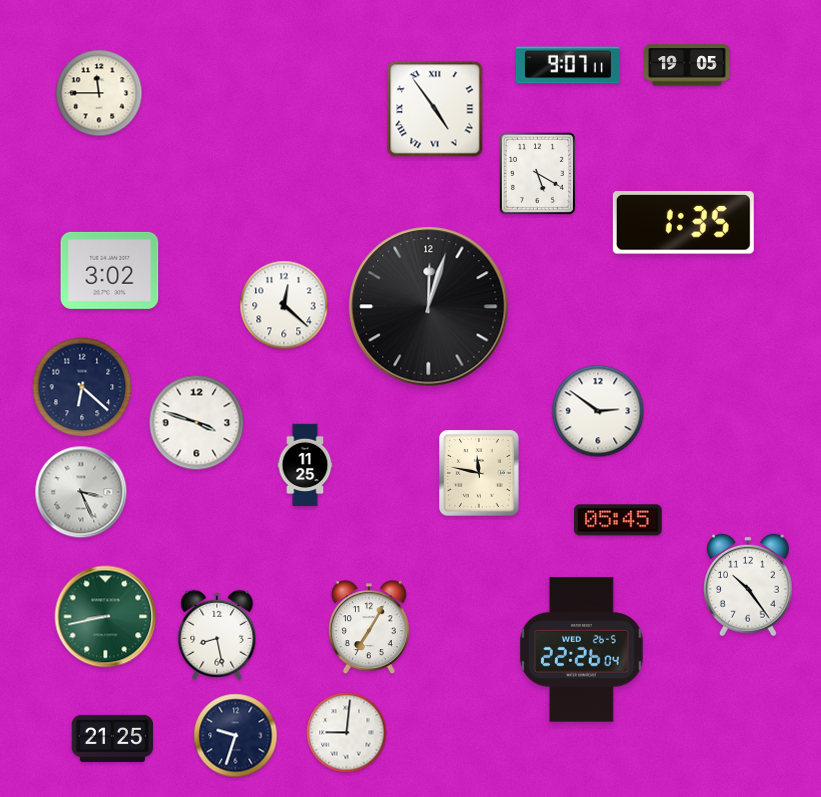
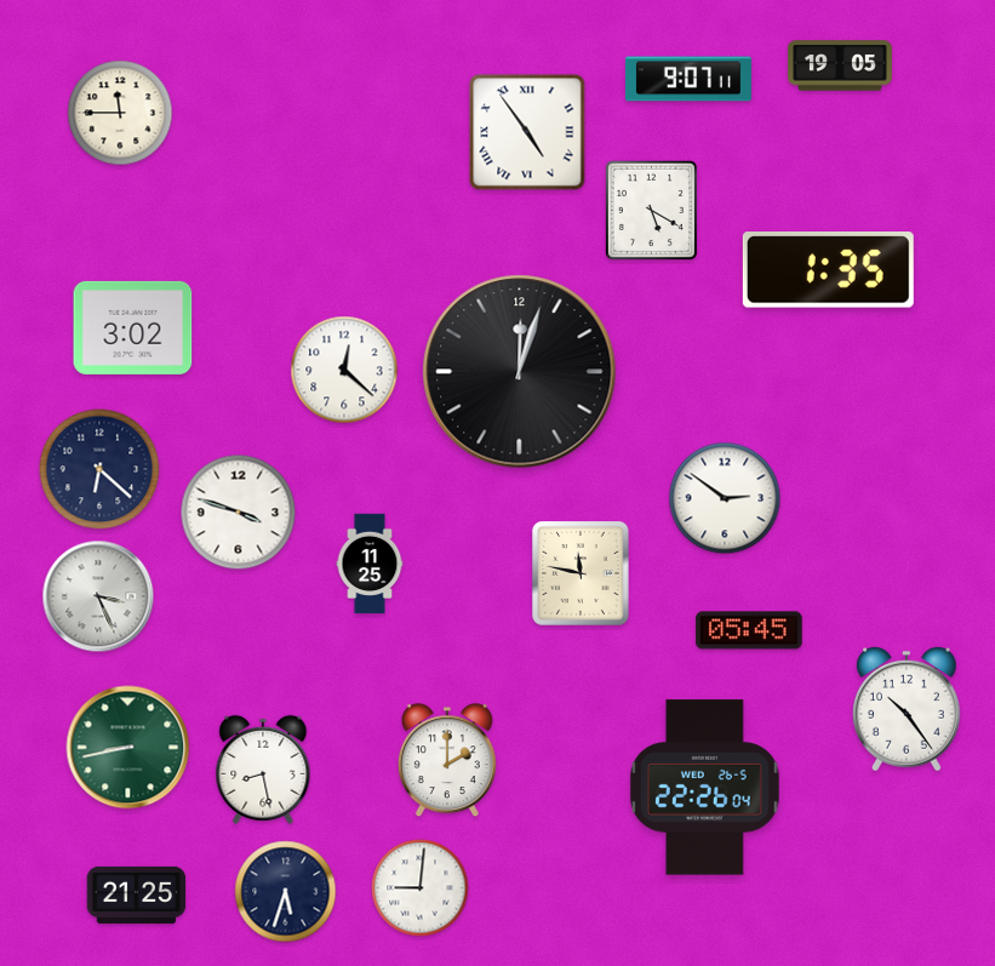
clock at (688, 65) position: (688, 65) -> (841, 65)
clock at (369, 628): 7:05 -> 2:00
clock at (236, 736): 9:33 -> 5:33
